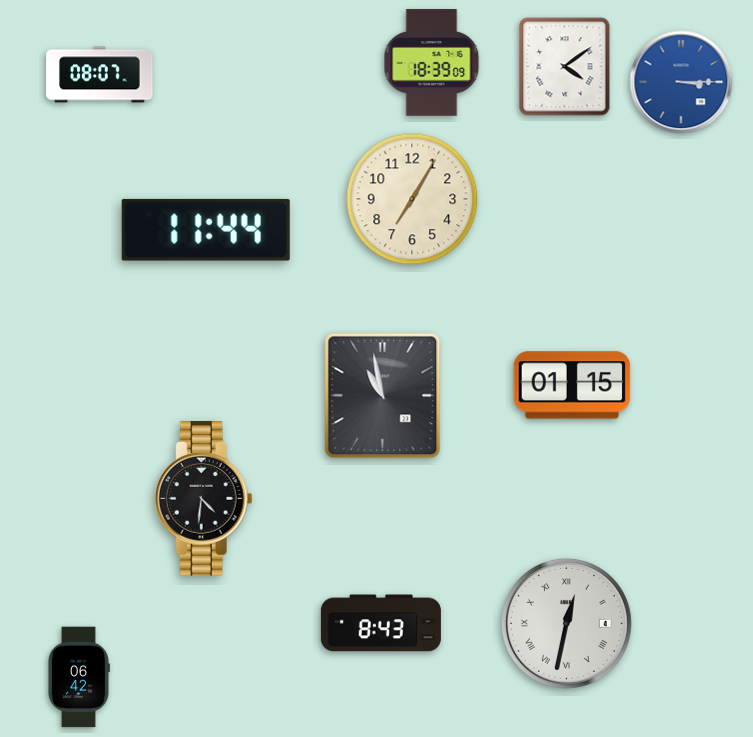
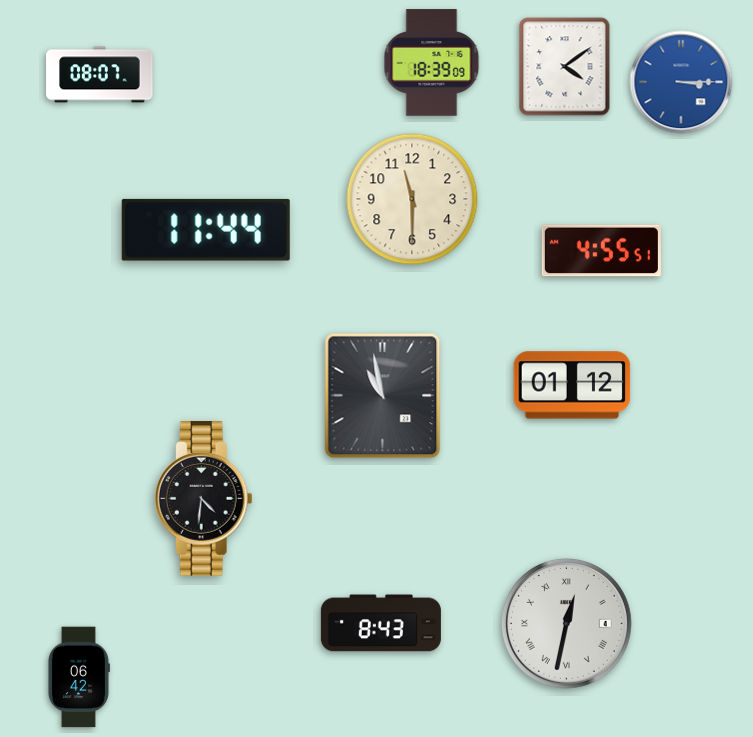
clock at (412, 199): 7:05 -> 11:30
clock at (601, 251): none -> 4:55
clock at (572, 385): 01:15 -> 01:12
